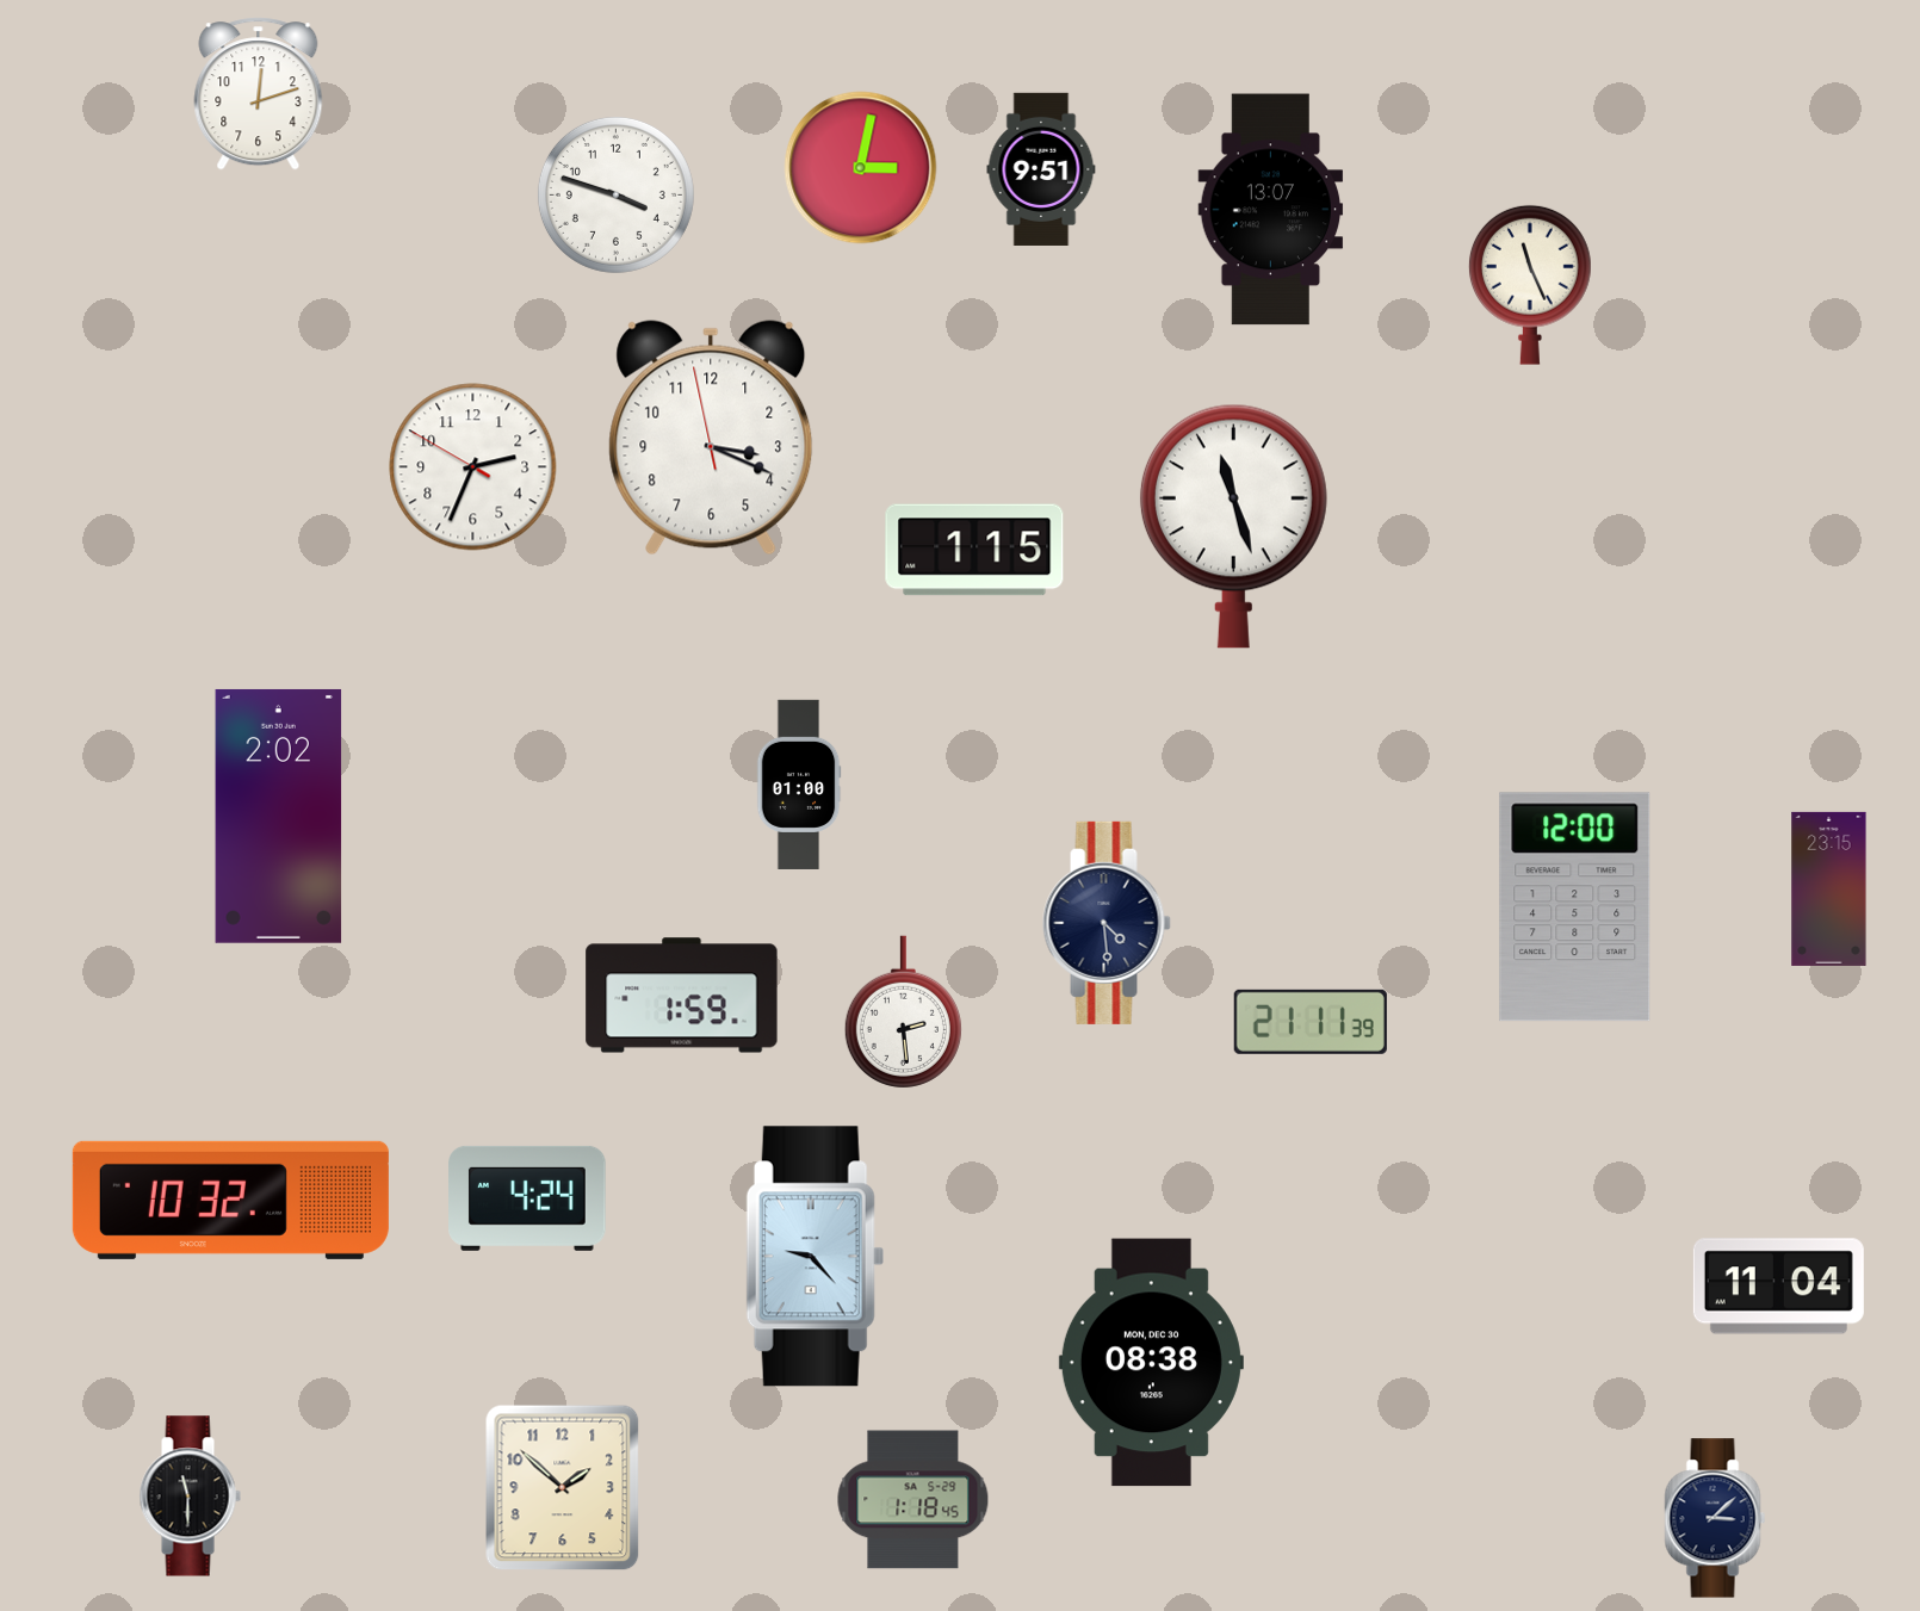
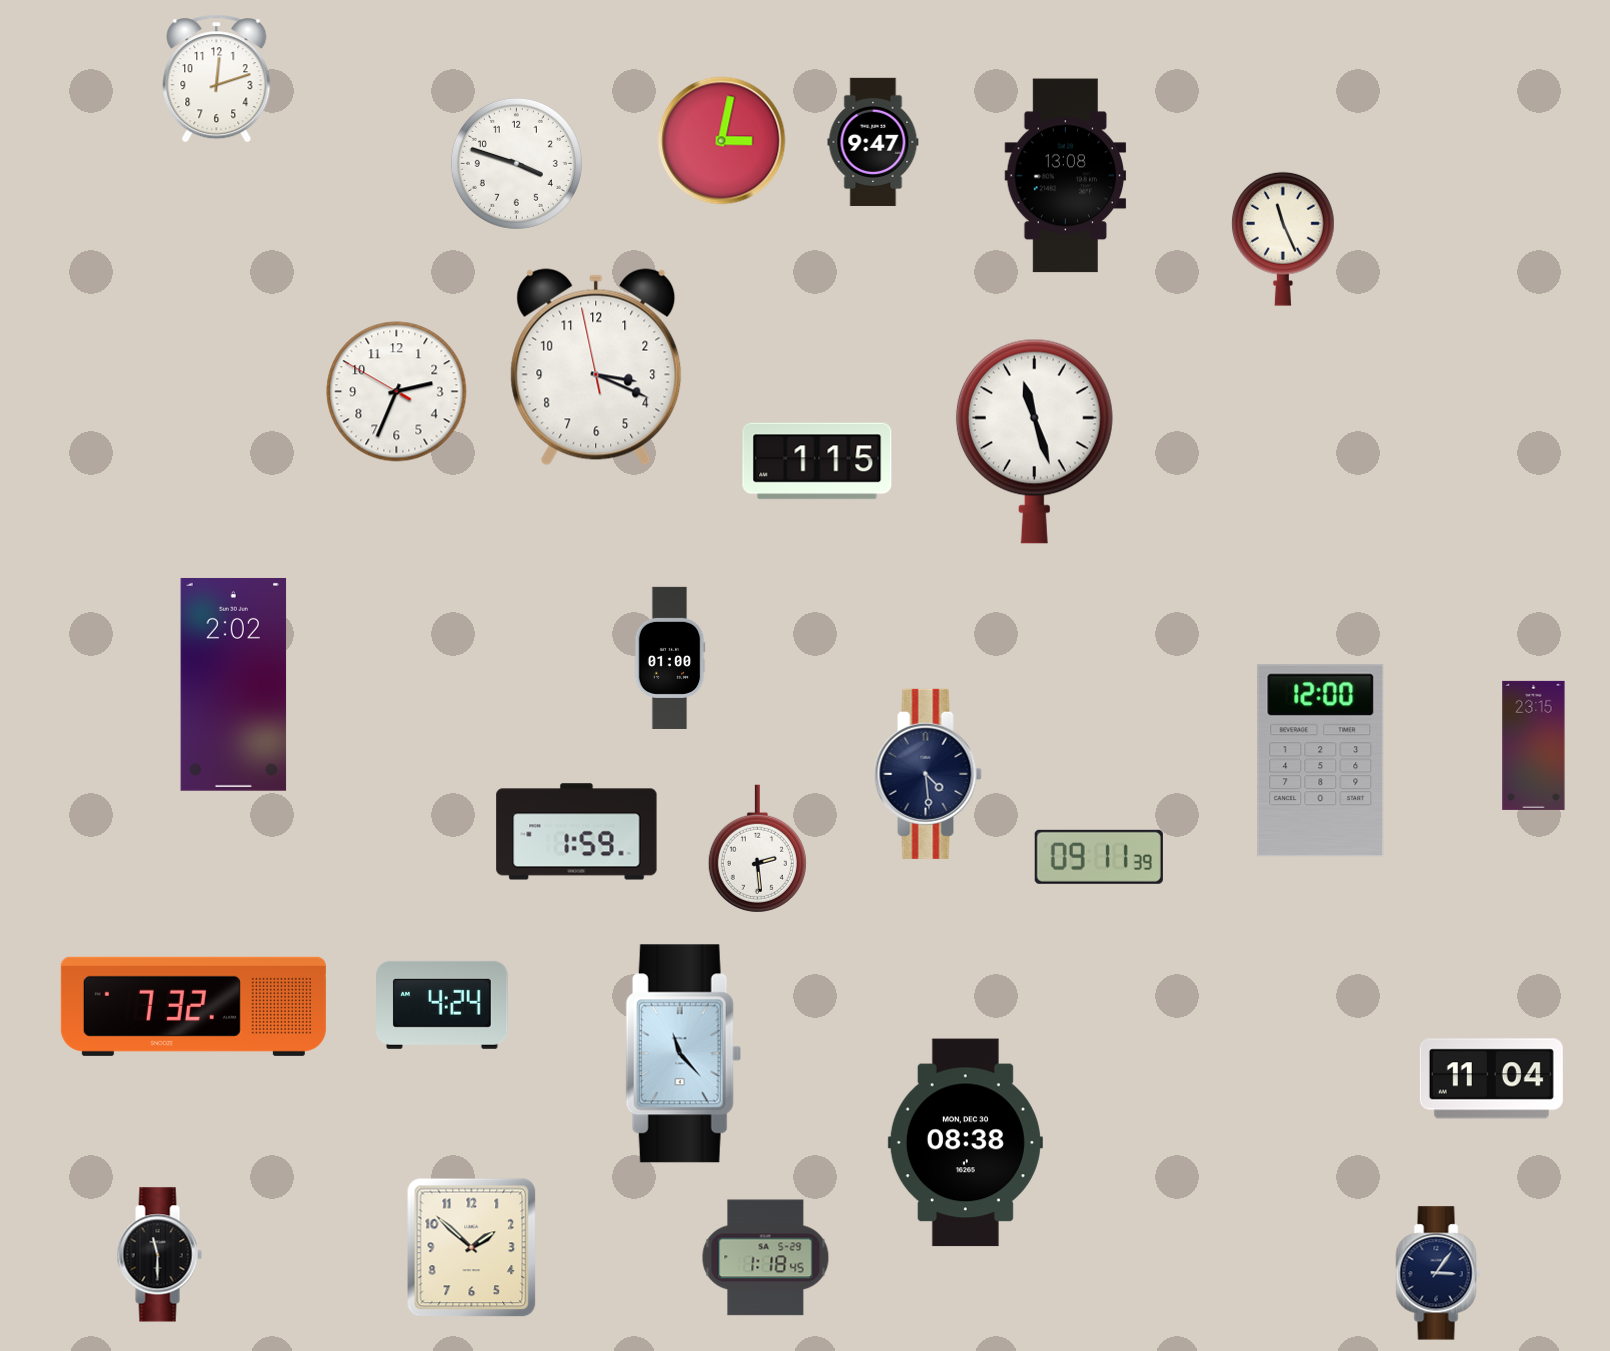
clock at (1041, 169): 9:51 -> 9:47
clock at (1271, 210): 13:07 -> 13:08
clock at (682, 996) position: (682, 996) -> (577, 832)
clock at (1311, 1022): 21:11 -> 09:11
clock at (230, 1200): 10:32 -> 7:32
clock at (815, 1257): 9:23 -> 11:23
clock at (1715, 1518): 3:08 -> 3:06
